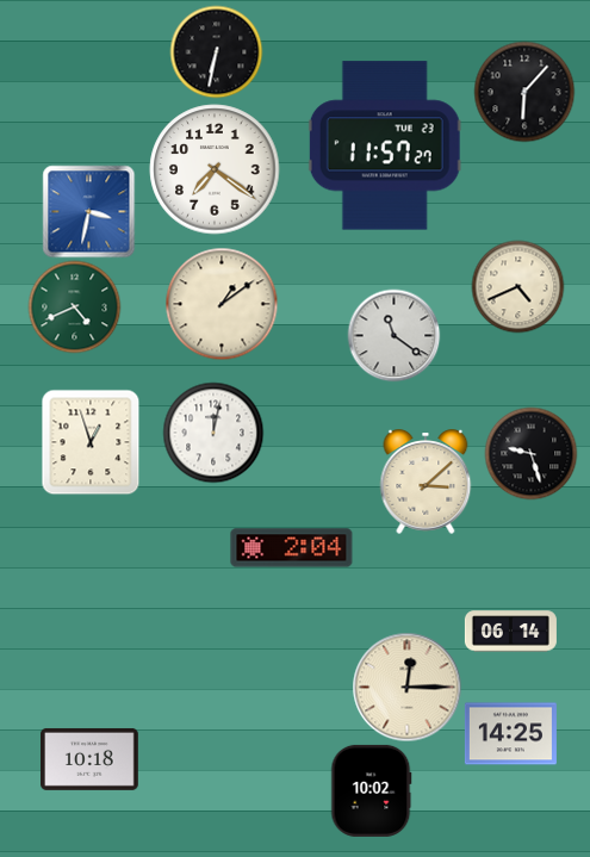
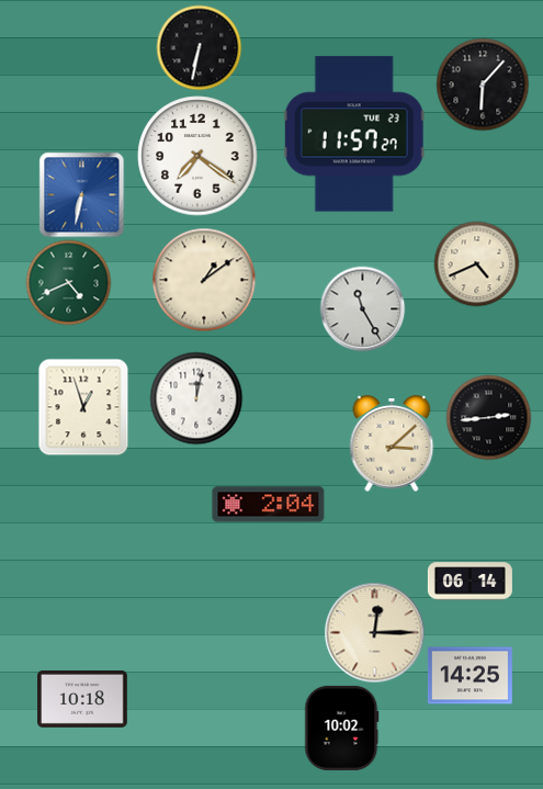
clock at (88, 211): 3:32 -> 6:32
clock at (393, 335): 11:21 -> 11:25
clock at (530, 453): 9:27 -> 2:44
